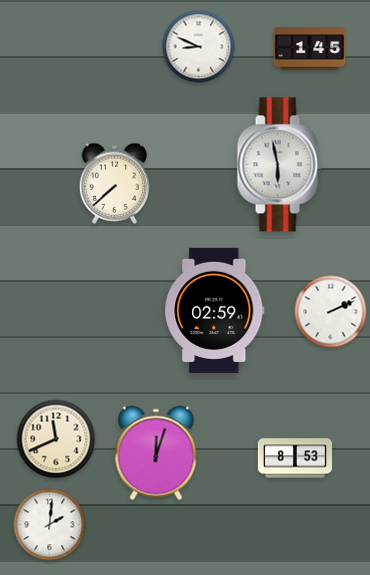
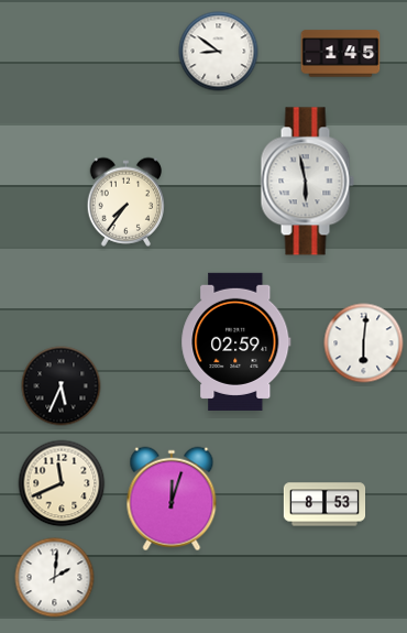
clock at (199, 47): 8:49 -> 8:51
clock at (114, 183): 7:38 -> 7:36
clock at (331, 312): 2:11 -> 6:01
clock at (62, 386): none -> 5:34
